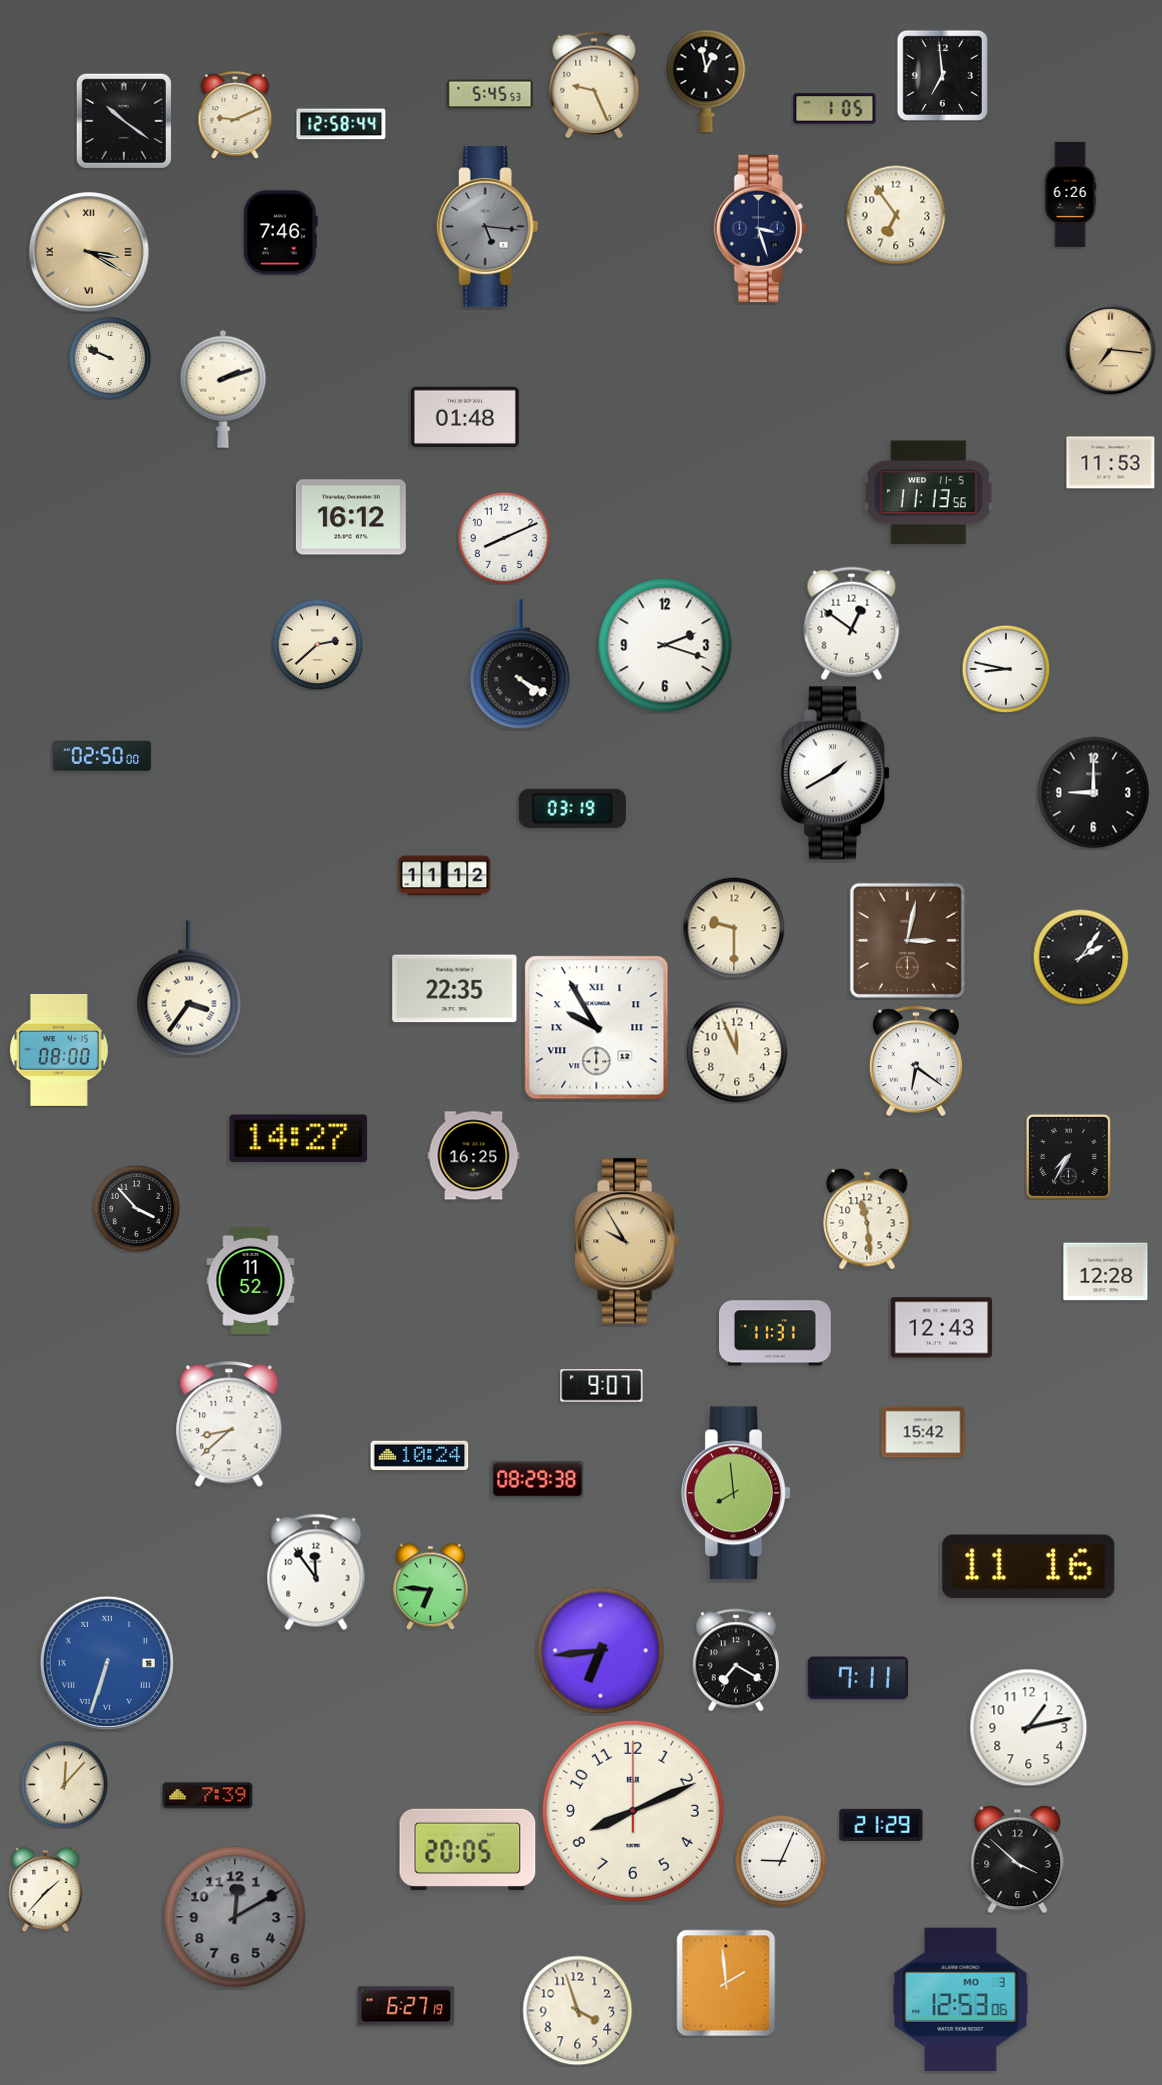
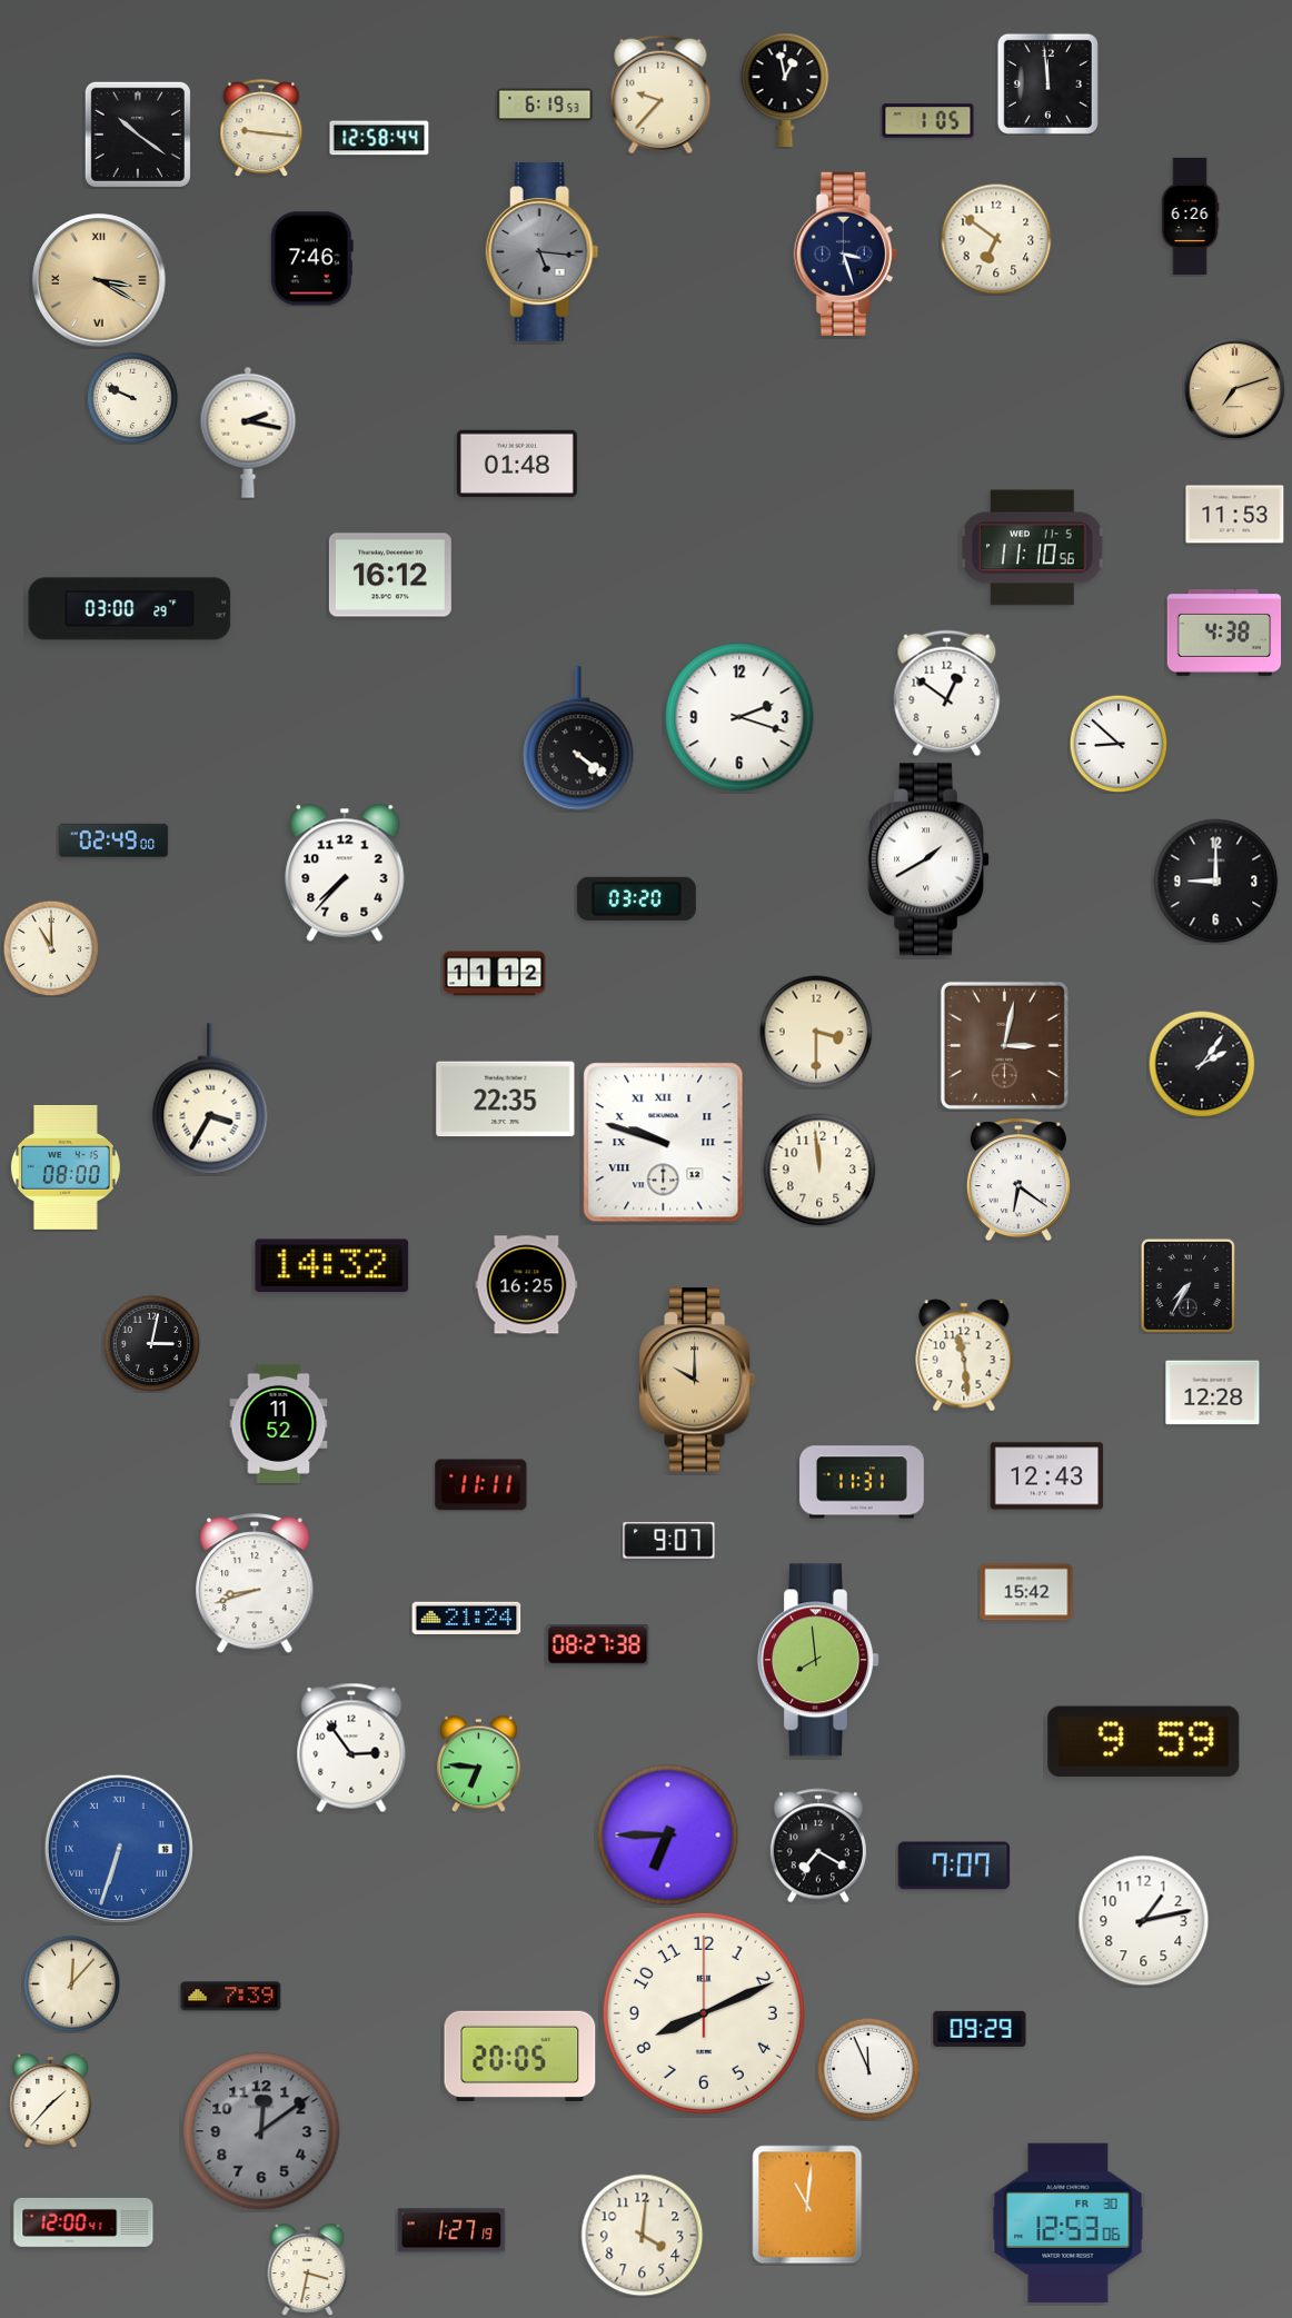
clock at (942, 75): 6:59 -> 11:59
clock at (594, 85): 9:26 -> 9:37
clock at (490, 94): 5:45 -> 6:19
clock at (235, 115): 9:11 -> 9:16
clock at (896, 215): 6:54 -> 6:51
clock at (1110, 349): 7:16 -> 7:12
clock at (110, 358) position: (110, 358) -> (132, 398)
clock at (223, 389): 2:12 -> 2:17
clock at (929, 493): 11:13 -> 11:10
clock at (504, 538): 8:11 -> none
clock at (130, 609): none -> 03:00
clock at (1224, 633): none -> 4:38
clock at (317, 644): 2:38 -> none
clock at (520, 664): 4:20 -> 4:21
clock at (1006, 669): 8:47 -> 8:52
clock at (102, 756): 02:50 -> 02:49
clock at (345, 873): none -> 7:37
clock at (572, 808): 03:19 -> 03:20
clock at (51, 948): none -> 11:00
clock at (734, 928): 9:30 -> 3:30
clock at (907, 940) position: (907, 940) -> (1004, 1045)
clock at (189, 988): 3:36 -> 3:35
clock at (597, 1028): 9:55 -> 9:48
clock at (737, 1052): 11:56 -> 11:59
clock at (299, 1139): 14:27 -> 14:32
clock at (136, 1208): 3:53 -> 3:02
clock at (627, 1241): 9:55 -> 10:00
clock at (1106, 1272) position: (1106, 1272) -> (1213, 1393)
clock at (481, 1485): none -> 11:11
clock at (229, 1425): 8:38 -> 8:42
clock at (420, 1455): 10:24 -> 21:24
clock at (538, 1480): 08:29 -> 08:27
clock at (1029, 1567): 11:16 -> 9:59
clock at (316, 1572): 11:54 -> 2:54
clock at (601, 1651): 6:44 -> 6:45
clock at (858, 1678): 7:11 -> 7:07
clock at (881, 1825): 21:29 -> 09:29
clock at (1018, 1860): 3:52 -> none
clock at (781, 1861): 9:04 -> 11:56
clock at (235, 1917): 12:10 -> 12:09
clock at (726, 1983): 1:59 -> 11:01
clock at (83, 2222): none -> 12:00
clock at (961, 2000) date: MO 3 -> FR 30
clock at (406, 2006): 6:27 -> 1:27
clock at (578, 2011): 3:57 -> 4:01
clock at (308, 2270): none -> 3:32
